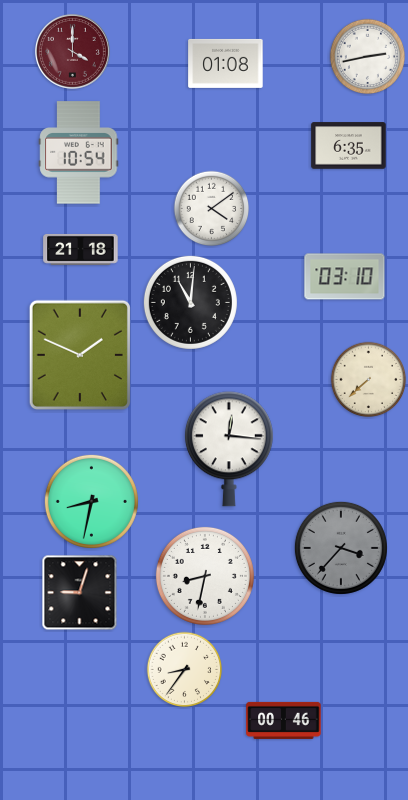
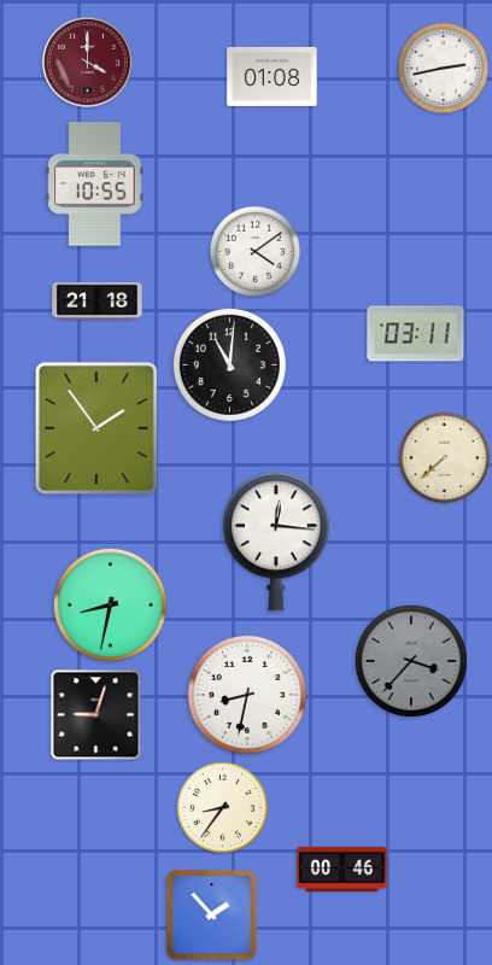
clock at (349, 146): 6:35 -> none
clock at (79, 153): 10:54 -> 10:55
clock at (345, 277): 03:10 -> 03:11
clock at (80, 355): 1:49 -> 1:54
clock at (212, 916): none -> 1:53
